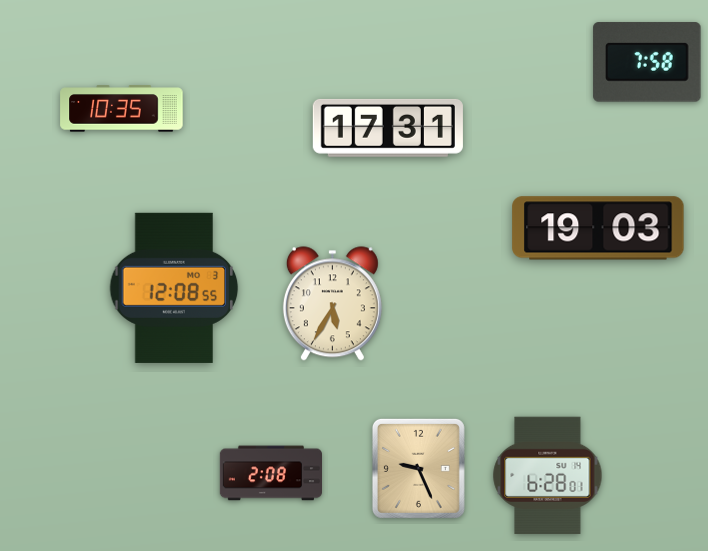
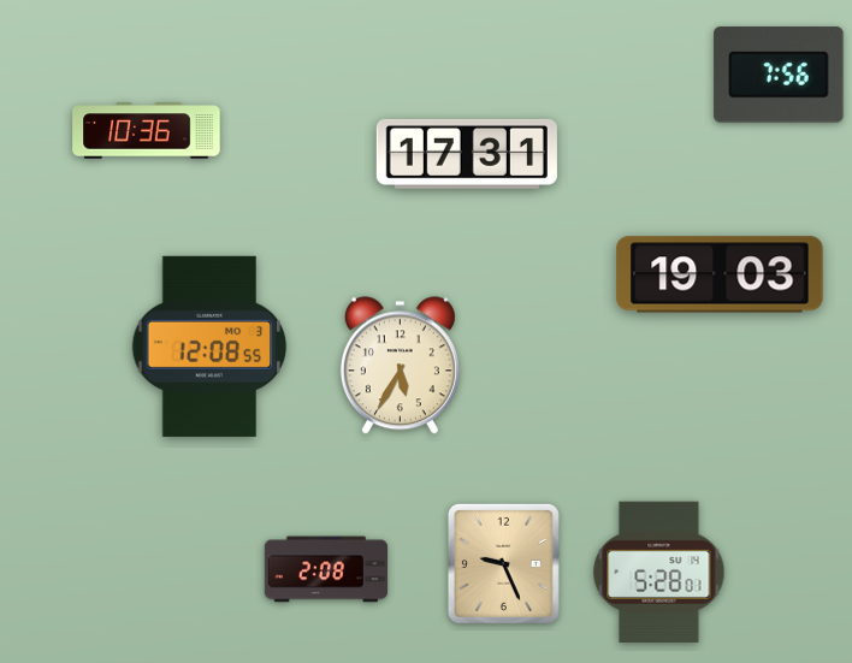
clock at (647, 62): 7:58 -> 7:56
clock at (122, 109): 10:35 -> 10:36
clock at (548, 475): 6:28 -> 5:28
